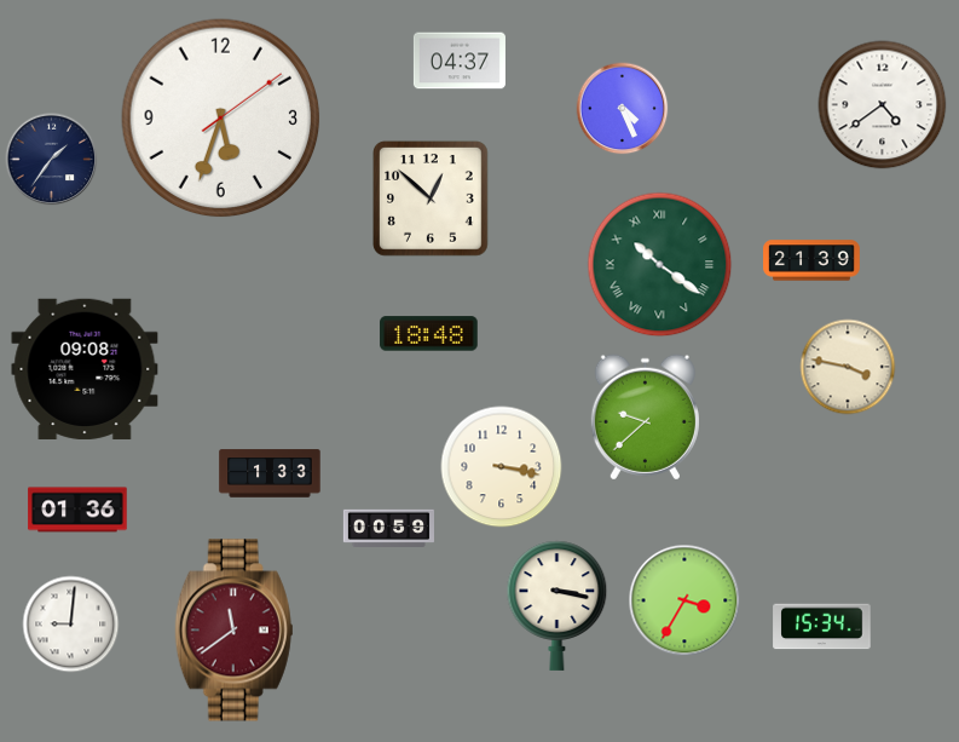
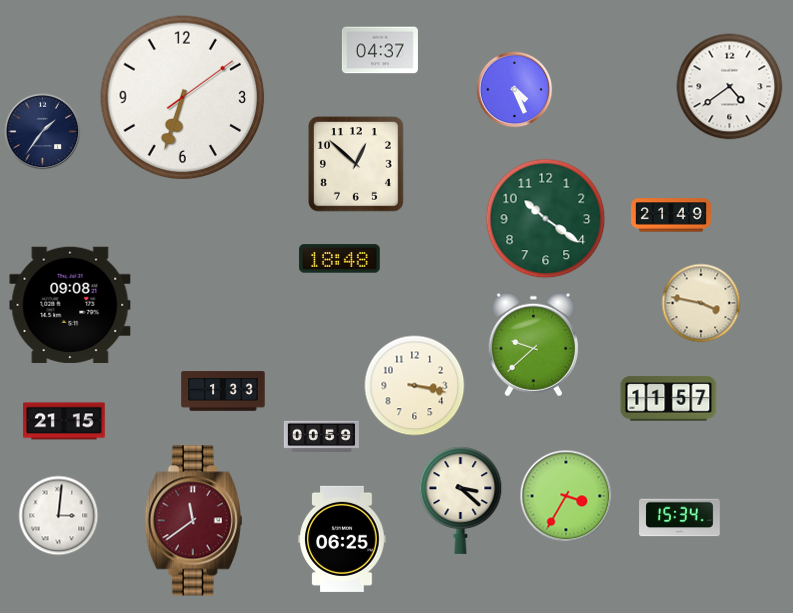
clock at (221, 119): 5:33 -> 6:33
clock at (811, 260): 21:39 -> 21:49
clock at (660, 265) numerals: Roman -> Arabic
clock at (429, 334) position: (429, 334) -> (340, 259)
clock at (669, 399): none -> 11:57
clock at (77, 510): 01:36 -> 21:15
clock at (558, 605): 3:17 -> 3:22
clock at (71, 625): 9:01 -> 3:01
clock at (342, 539): none -> 06:25
